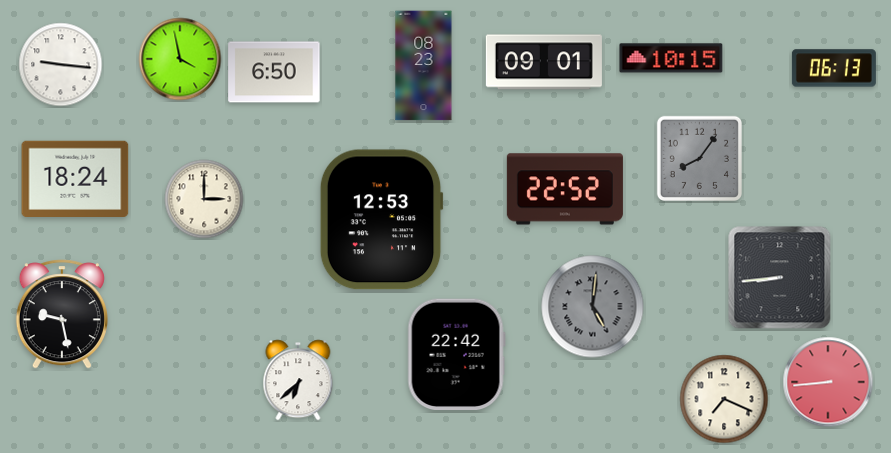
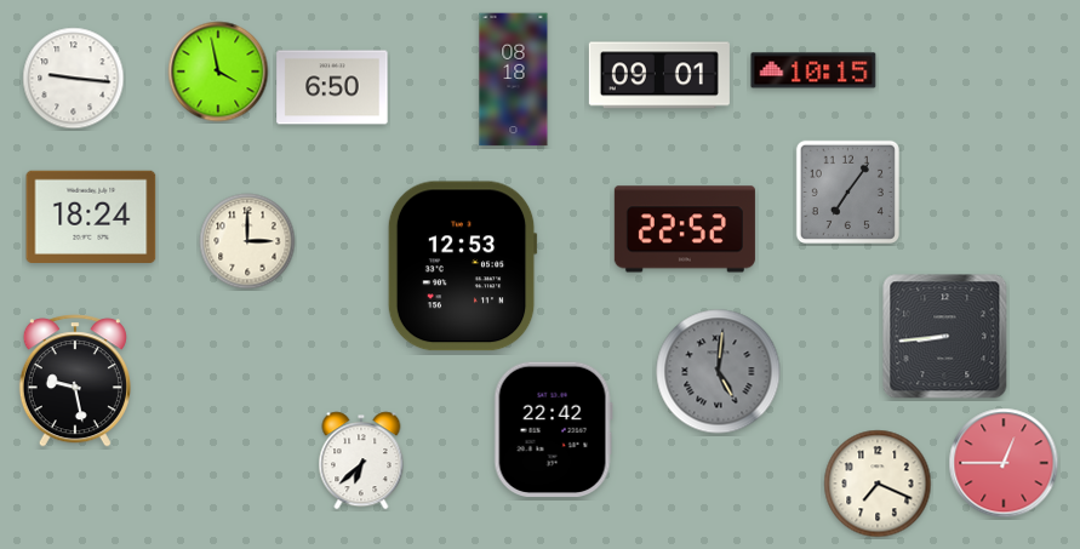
clock at (424, 66): 08:23 -> 08:18
clock at (834, 68): 06:13 -> none
clock at (699, 158): 8:06 -> 7:06
clock at (828, 382): 8:44 -> 12:45
